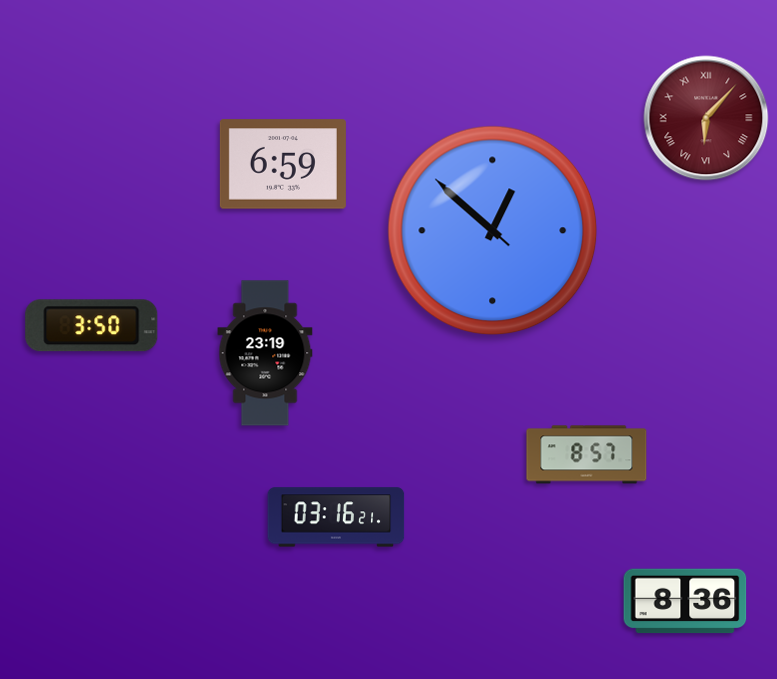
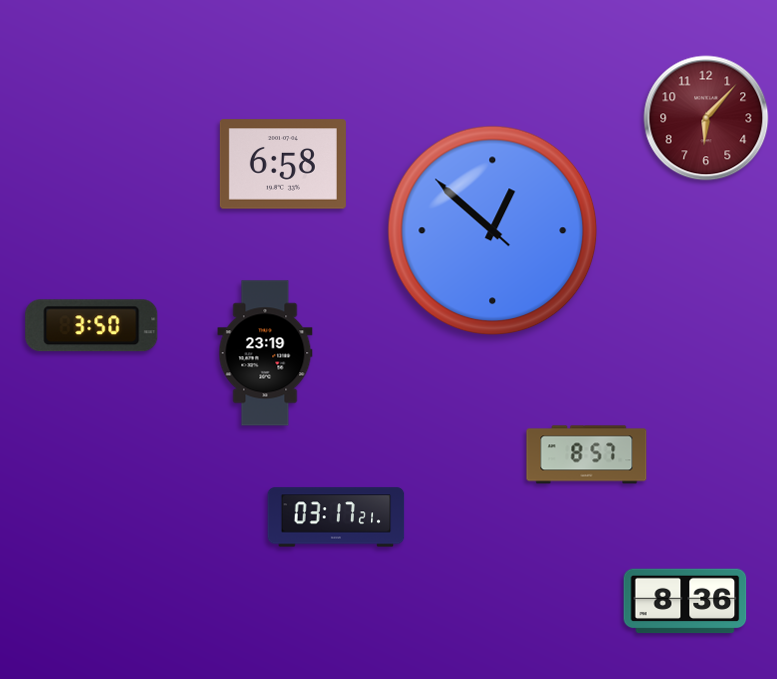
clock at (706, 118) numerals: Roman -> Arabic
clock at (283, 164): 6:59 -> 6:58
clock at (336, 517): 03:16 -> 03:17
